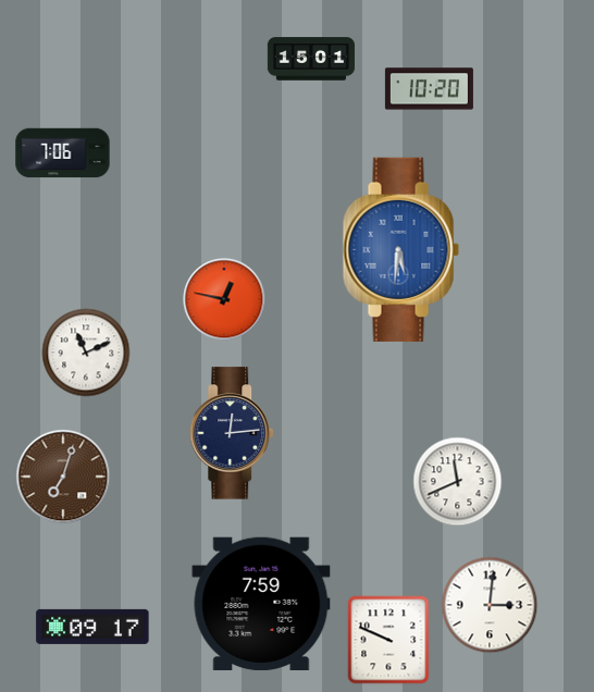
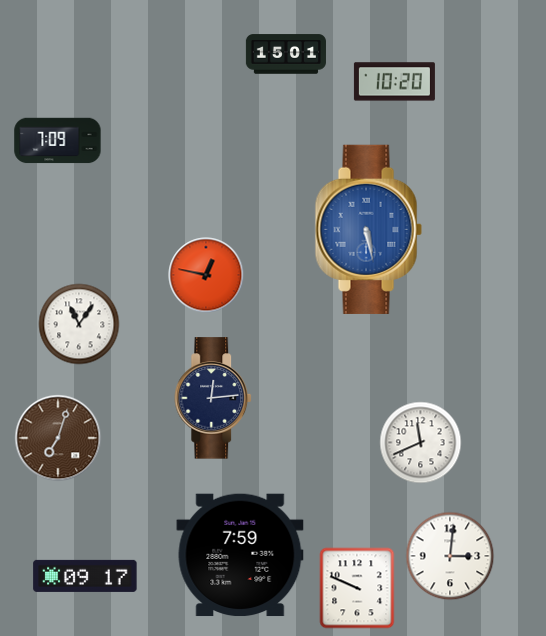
clock at (63, 153): 7:06 -> 7:09
clock at (400, 249): 5:31 -> 5:28
clock at (86, 353): 11:11 -> 11:06
